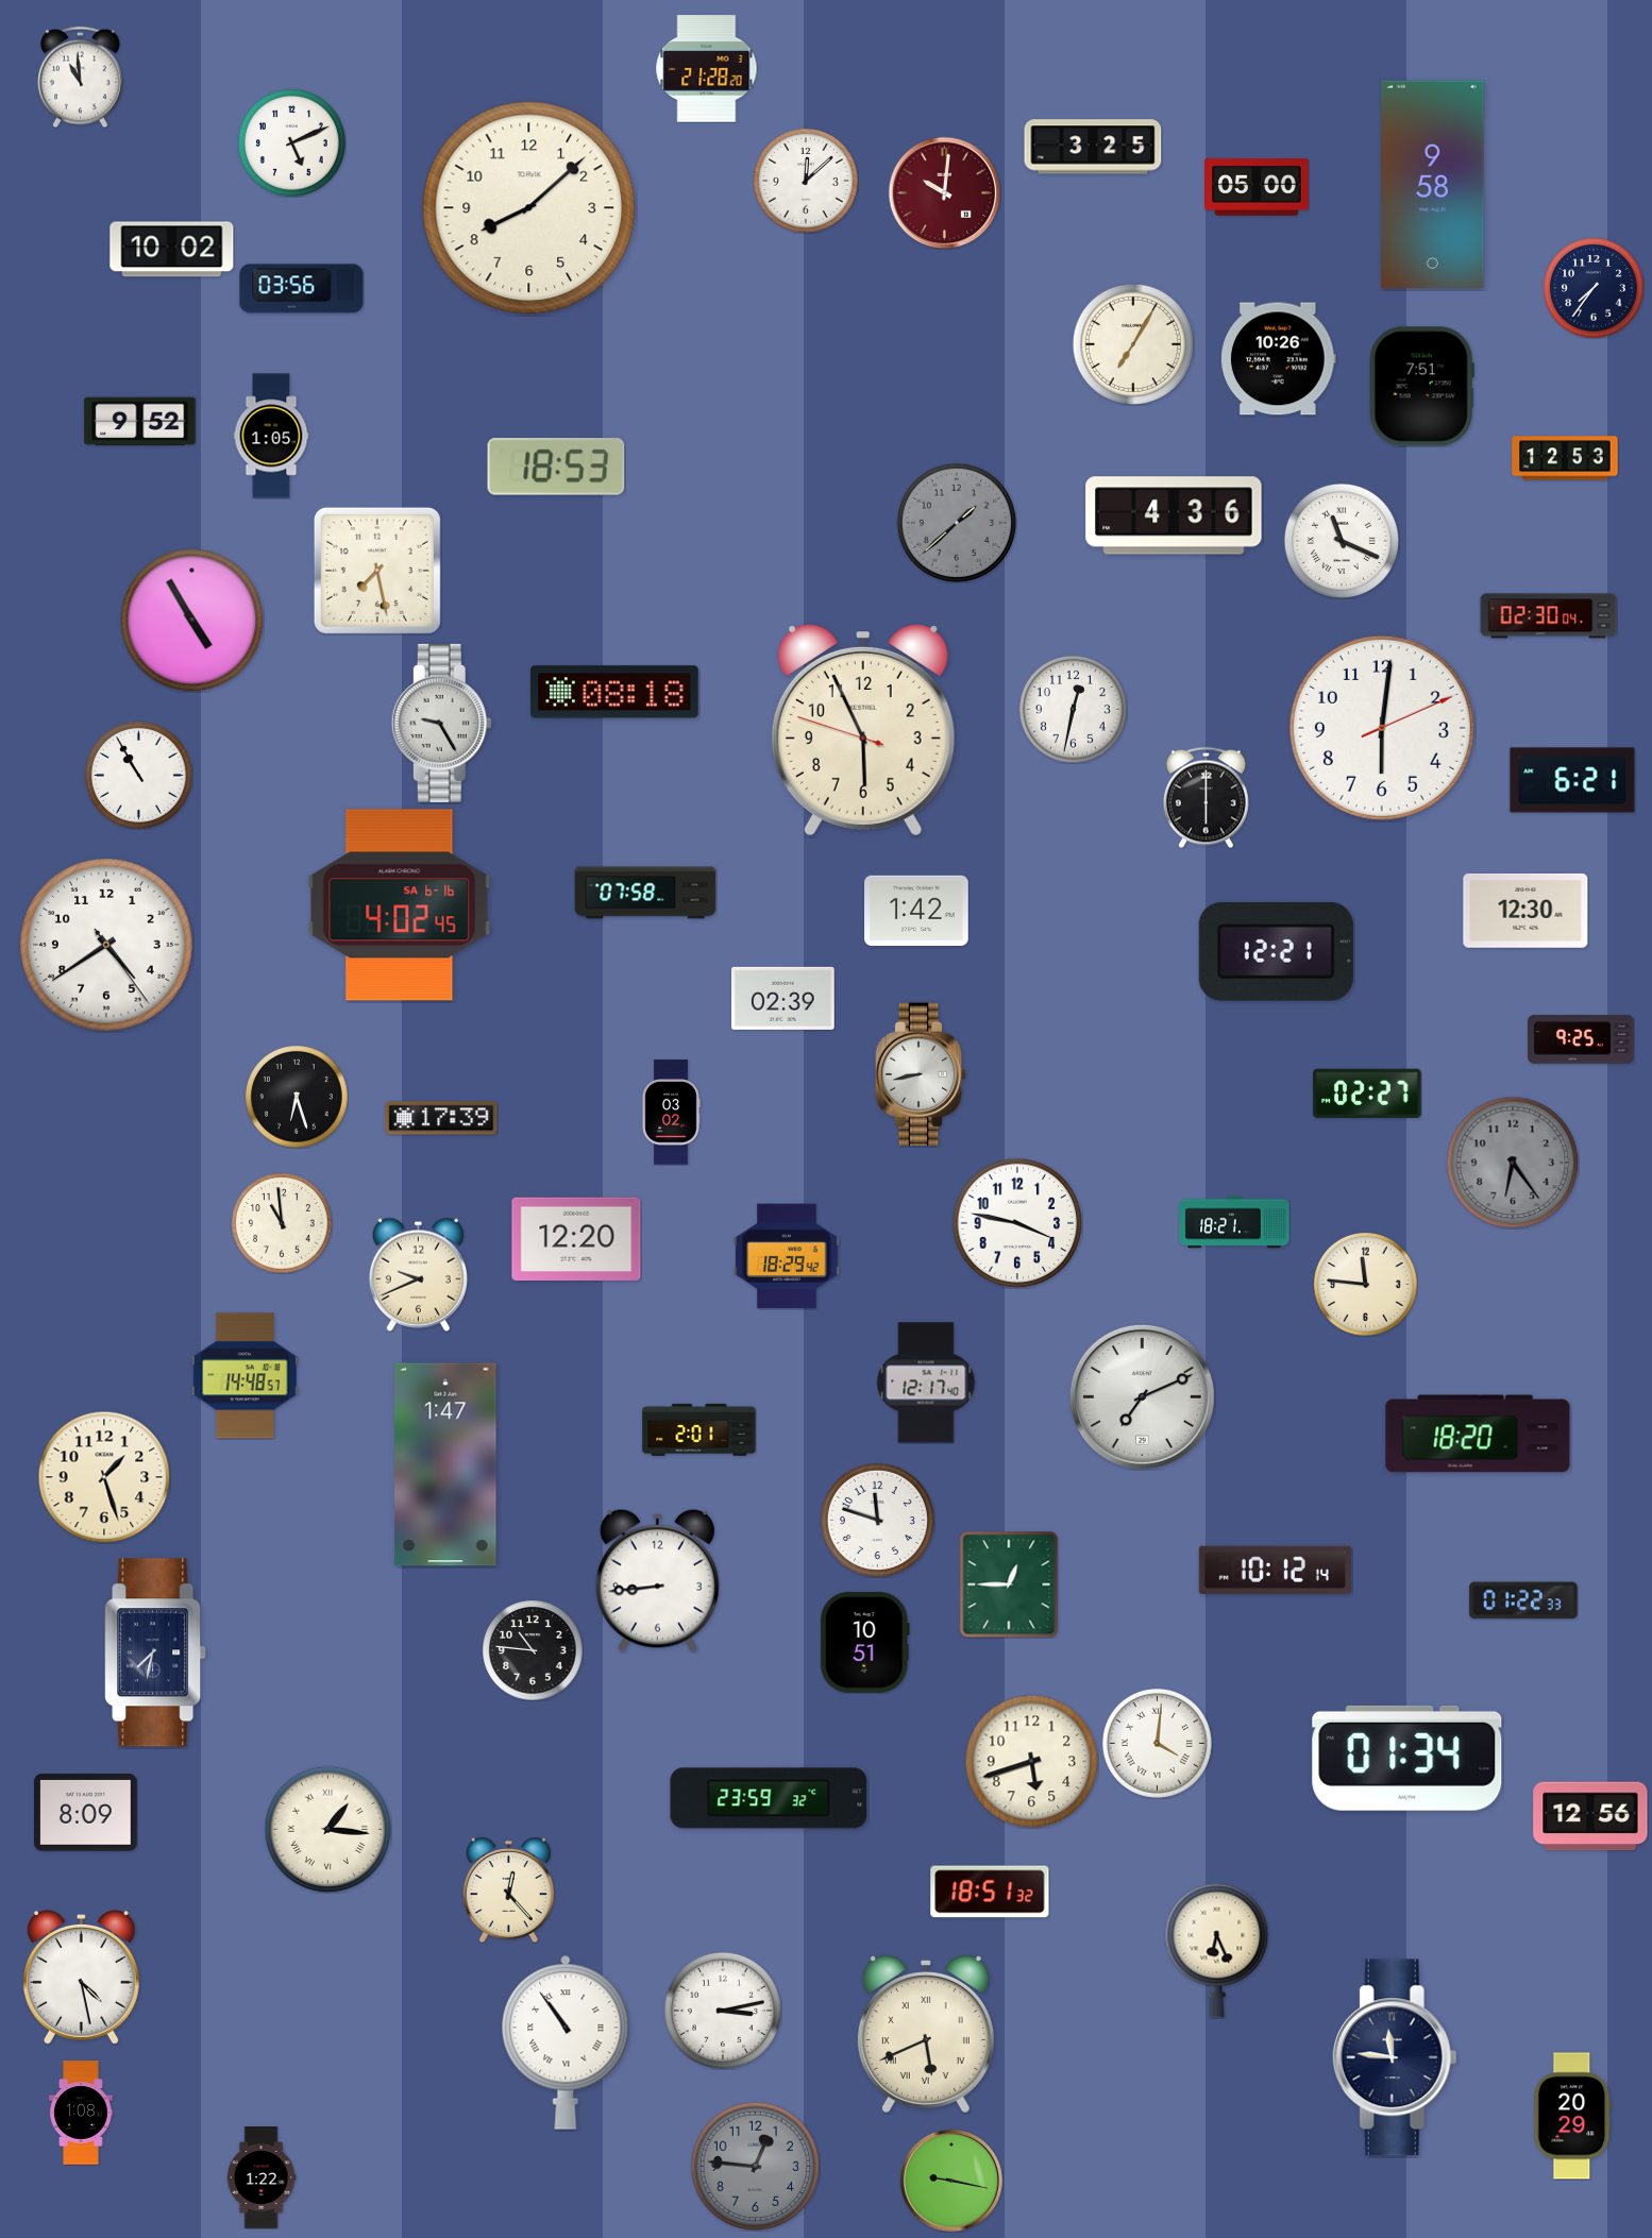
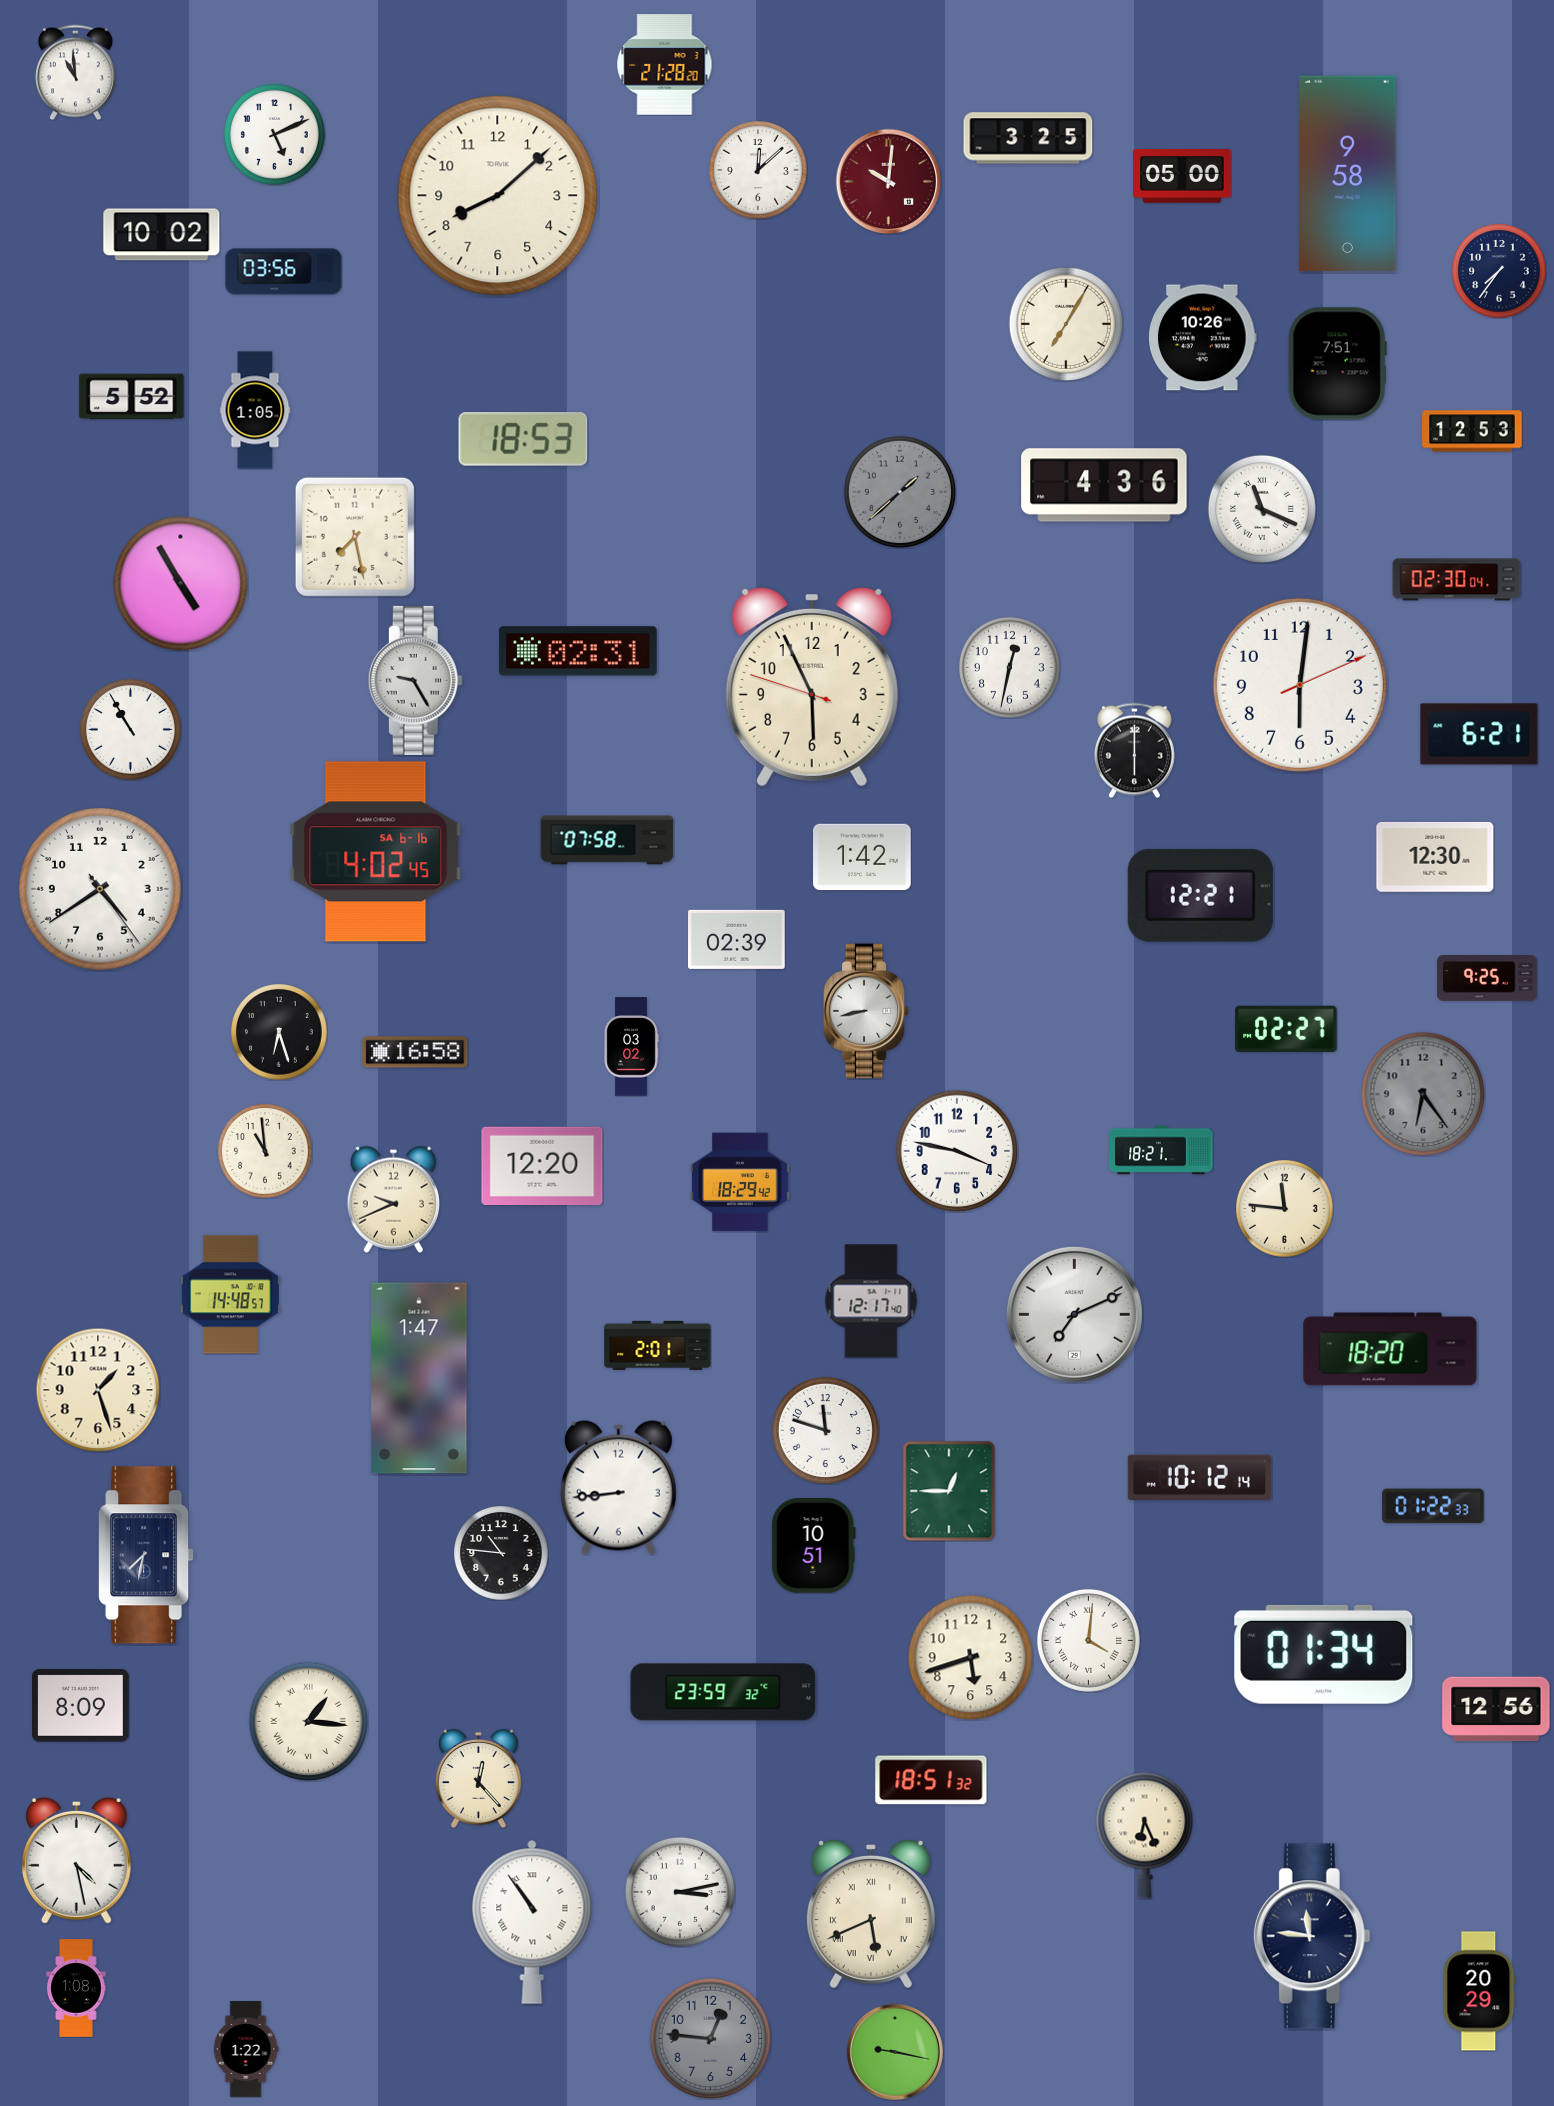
clock at (140, 422): 9:52 -> 5:52
clock at (616, 692): 08:18 -> 02:31
clock at (441, 1118): 17:39 -> 16:58
